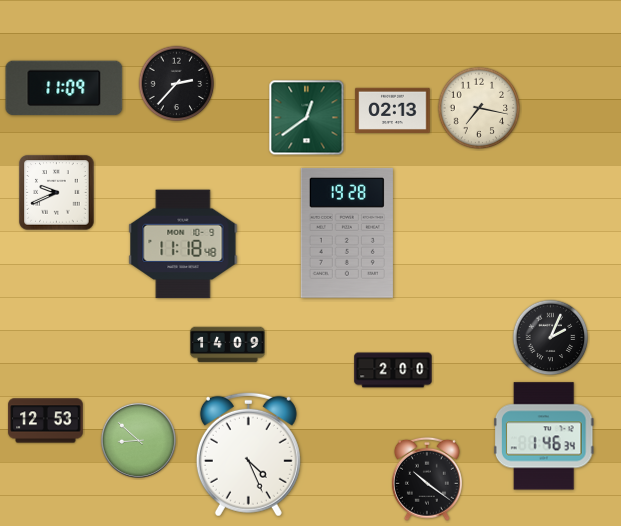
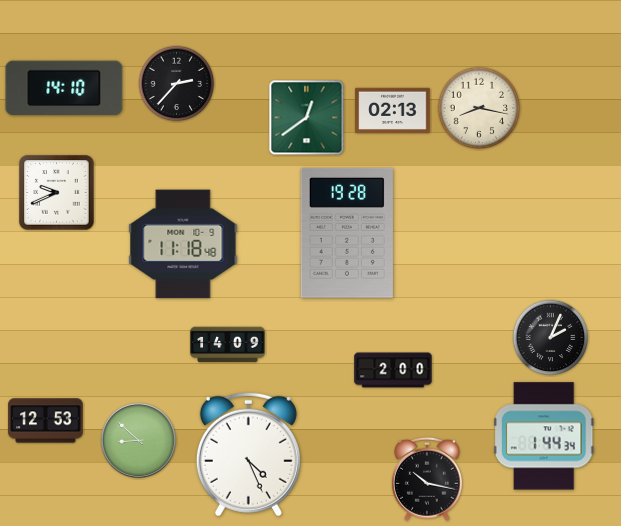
clock at (64, 88): 11:09 -> 14:10
clock at (479, 108): 7:17 -> 8:17
clock at (544, 436): 1:46 -> 1:44
clock at (427, 479): 10:21 -> 10:17
